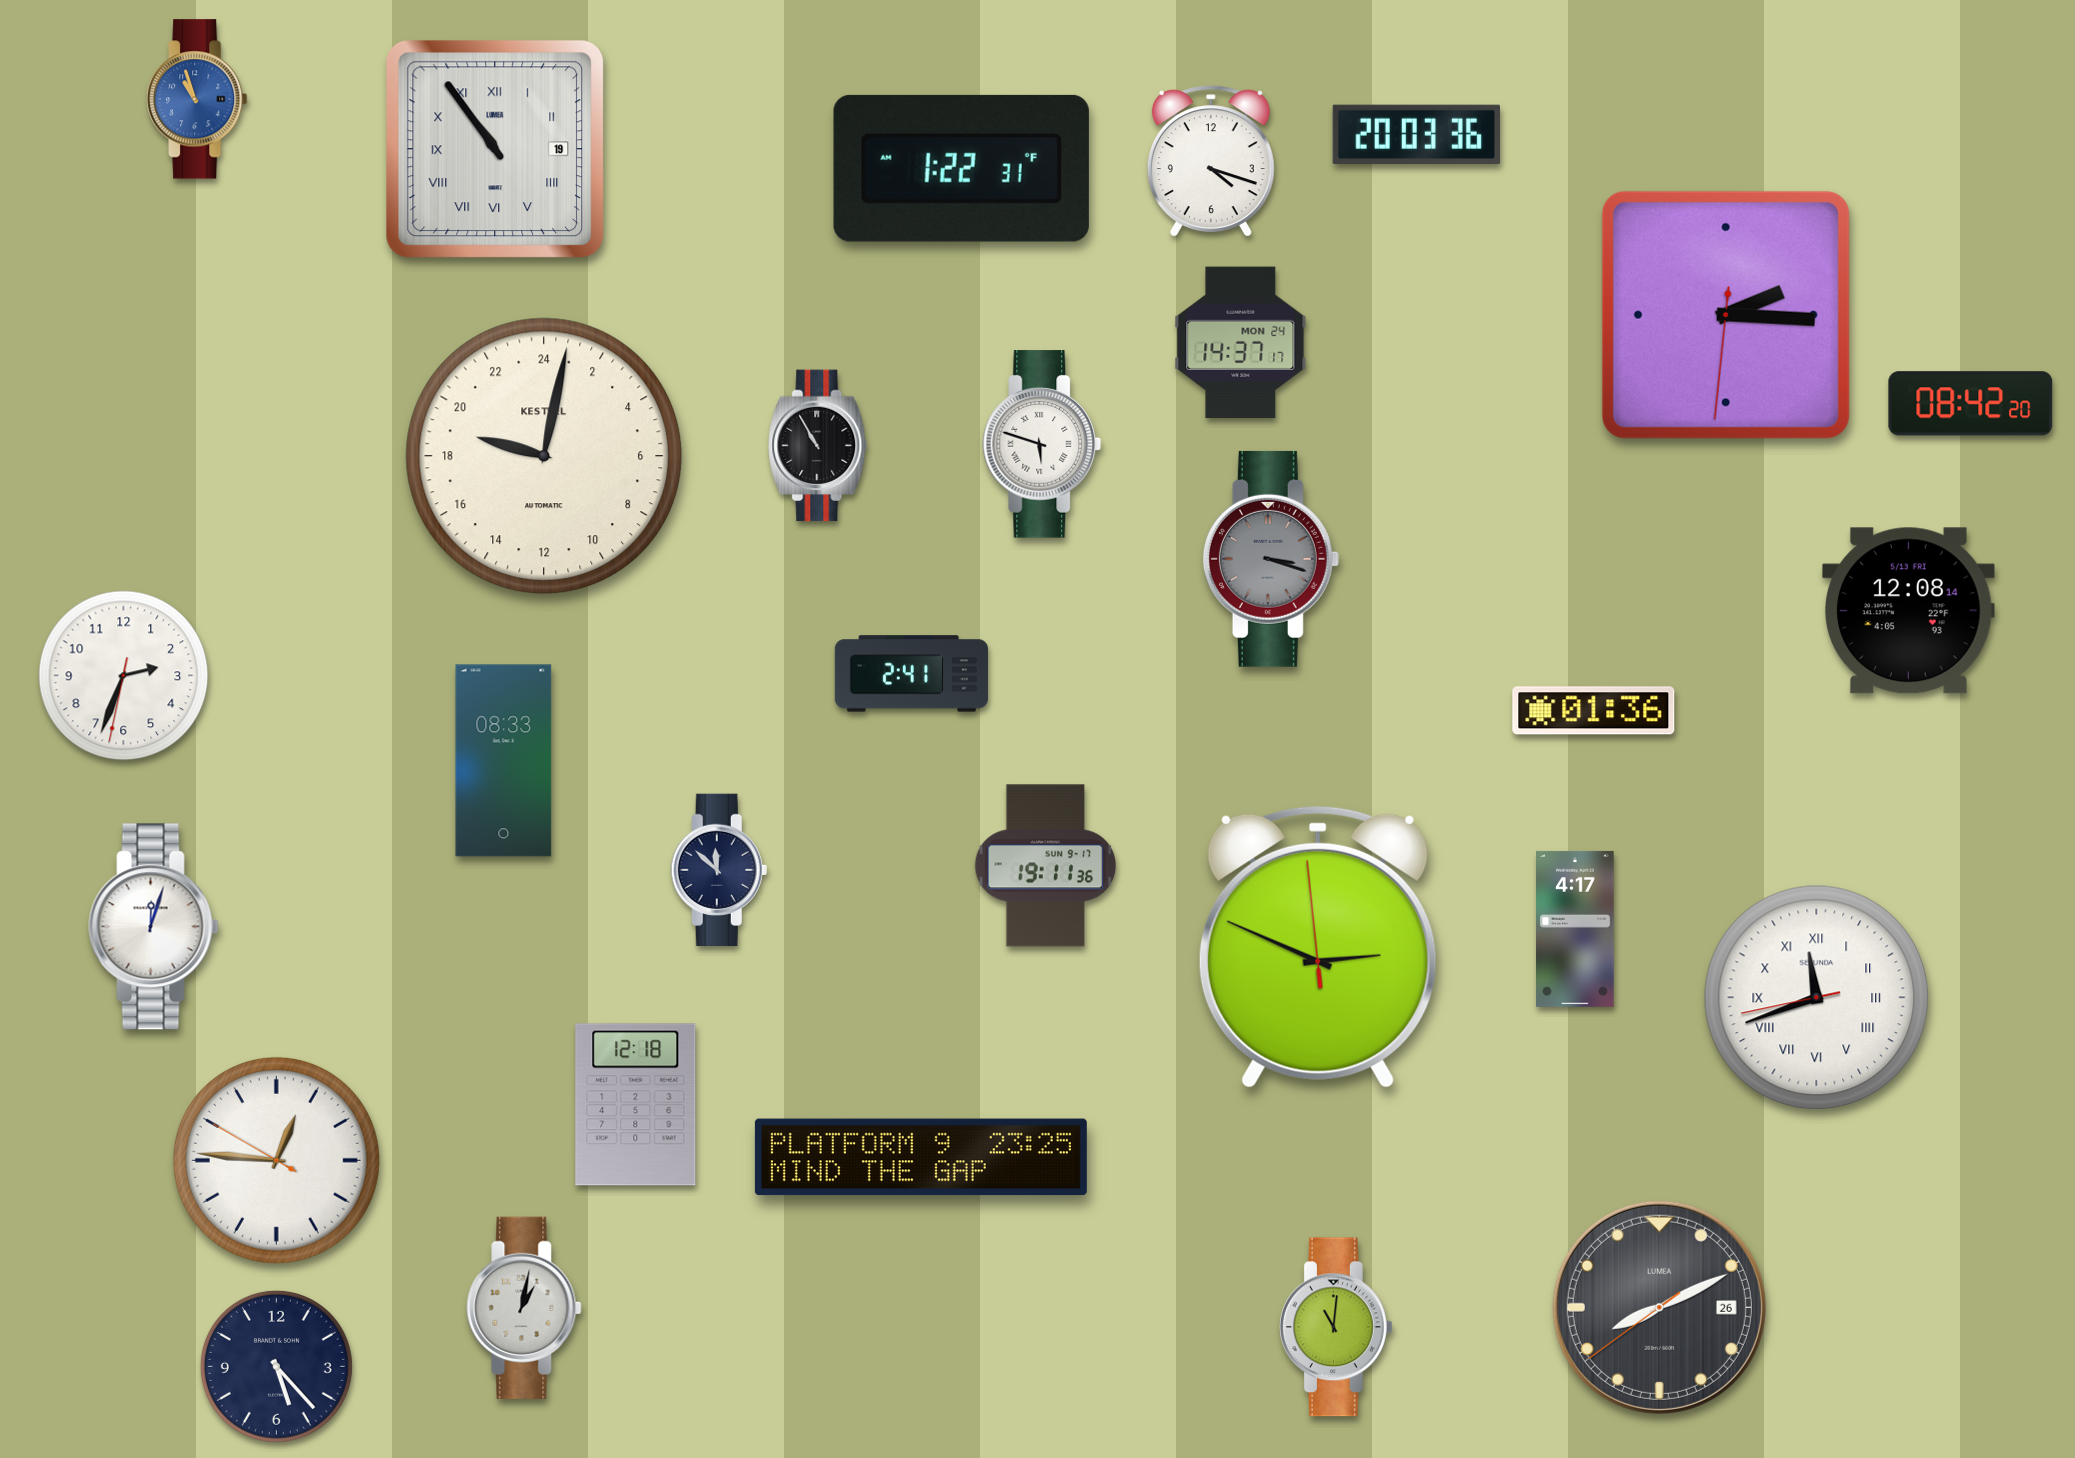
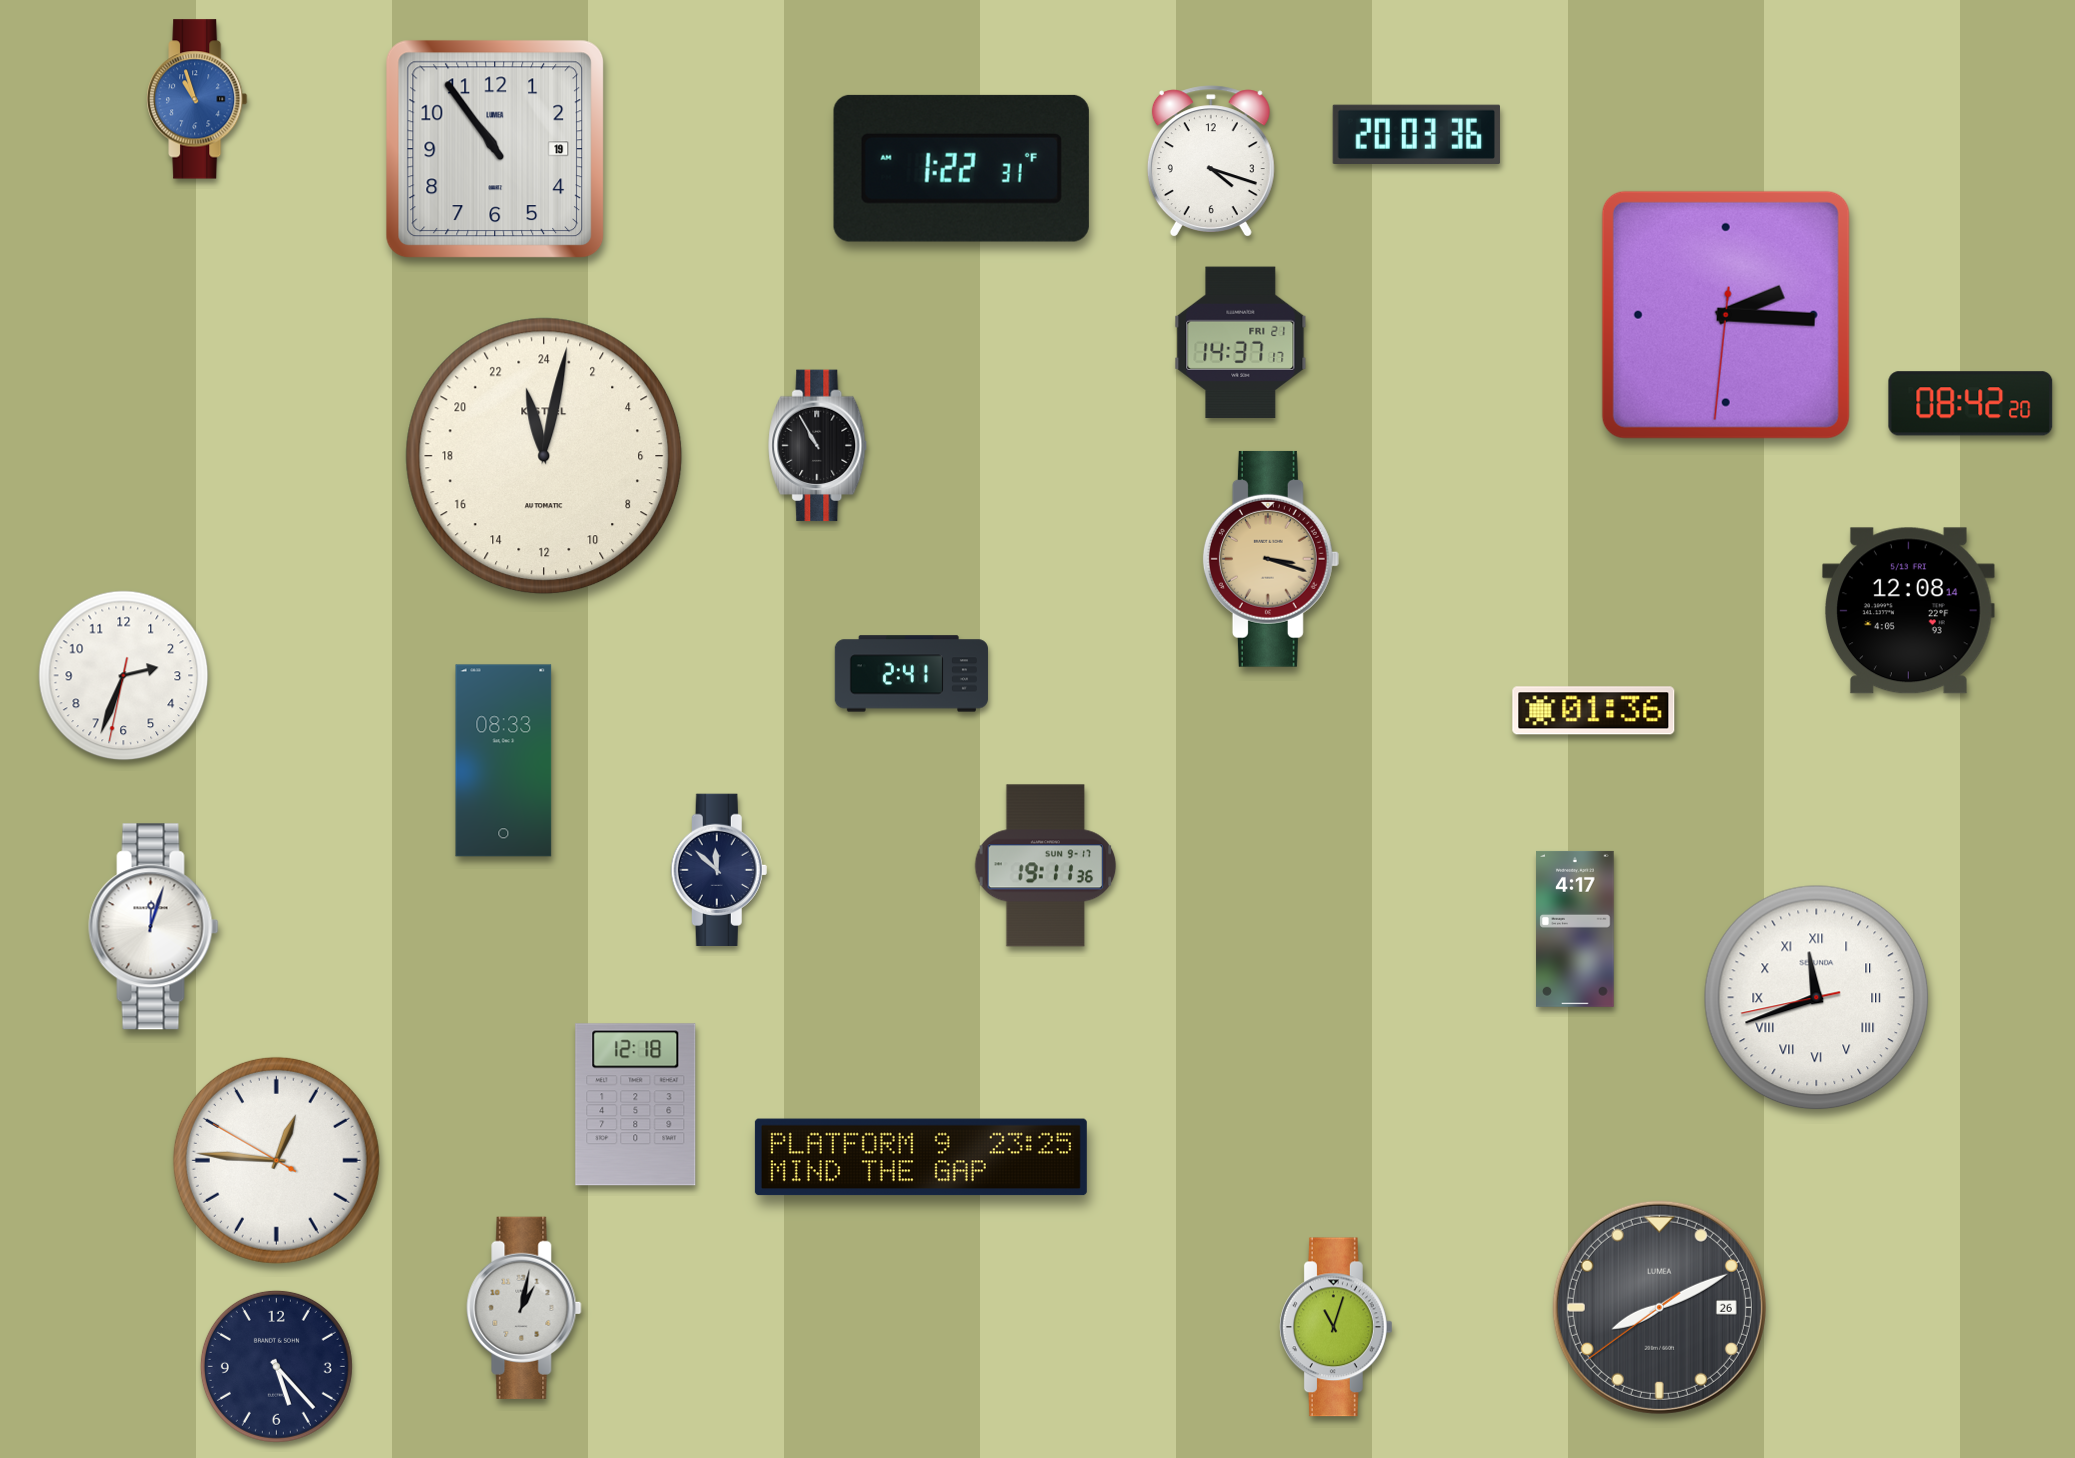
clock at (495, 149) numerals: Roman -> Arabic
clock at (1241, 343) date: MON 24 -> FRI 21
clock at (1042, 444): 5:48 -> none
clock at (544, 456): 19:02 -> 23:02
clock at (1271, 559) dial: grey -> champagne
clock at (1318, 947): 2:48 -> none
clock at (1336, 1327): 11:01 -> 11:03
